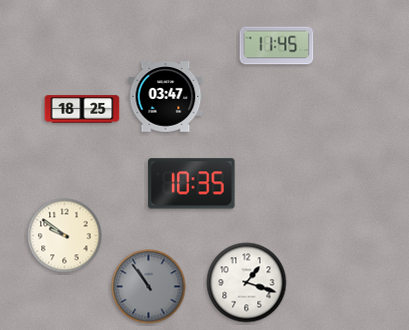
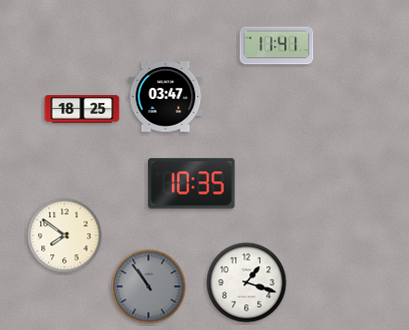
clock at (277, 46): 11:45 -> 11:41
clock at (65, 236): 9:51 -> 7:51
